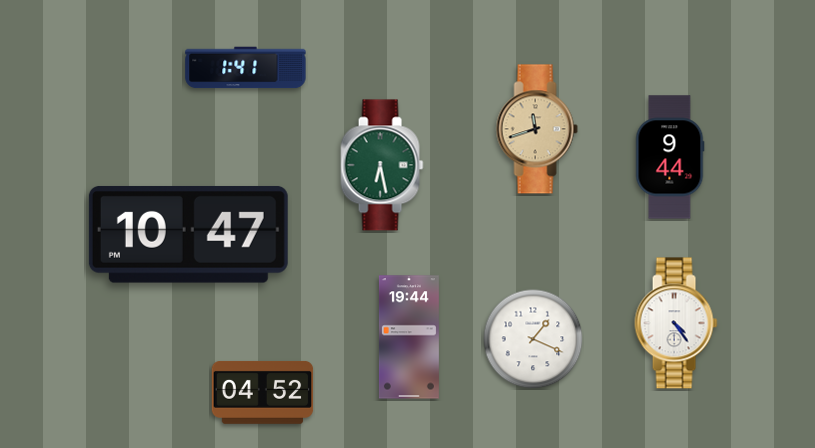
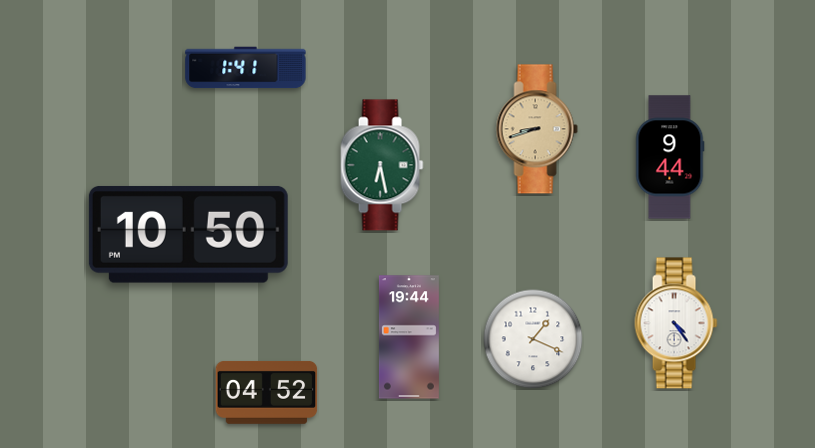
clock at (537, 129): 11:42 -> 8:42
clock at (188, 234): 10:47 -> 10:50
clock at (263, 392) position: (263, 392) -> (267, 392)
